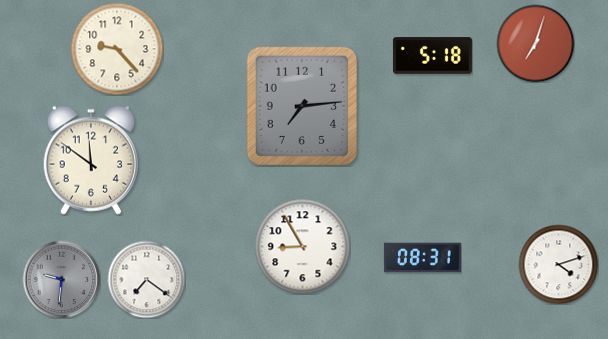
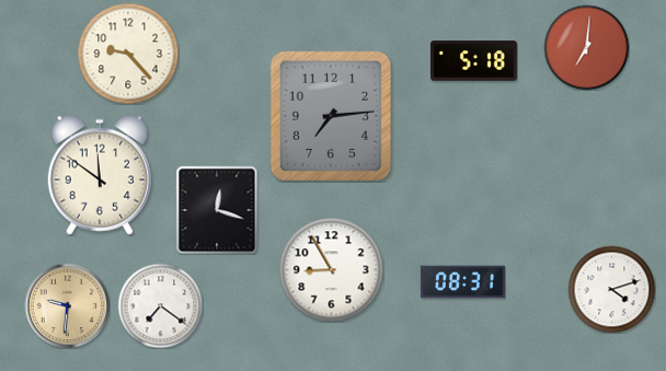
clock at (535, 43): 7:03 -> 7:01
clock at (217, 210): none -> 12:18
clock at (61, 279) dial: grey -> champagne
